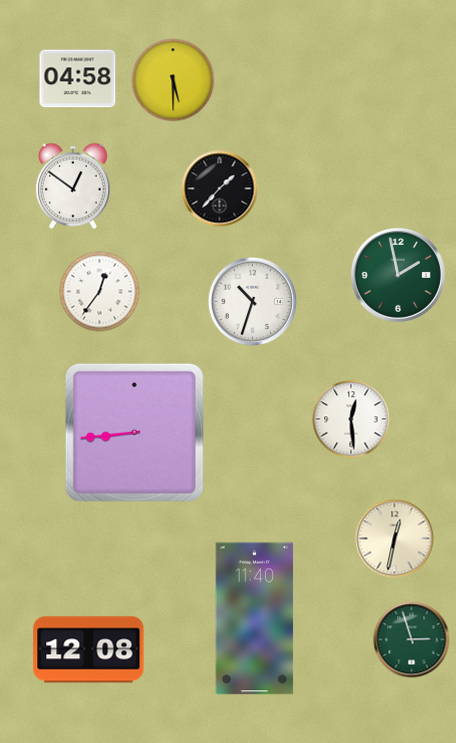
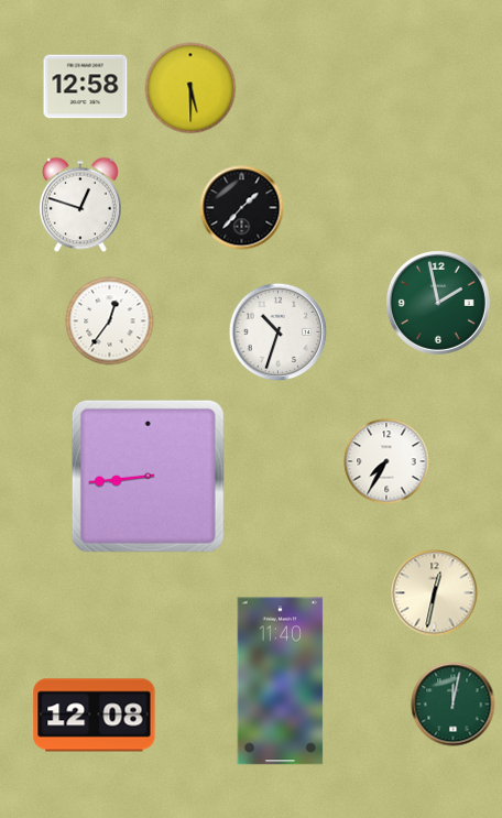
clock at (78, 79): 04:58 -> 12:58
clock at (73, 186): 12:51 -> 12:48
clock at (351, 419): 12:29 -> 7:35
clock at (412, 640): 2:57 -> 12:02
clock at (89, 650) position: (89, 650) -> (95, 716)
